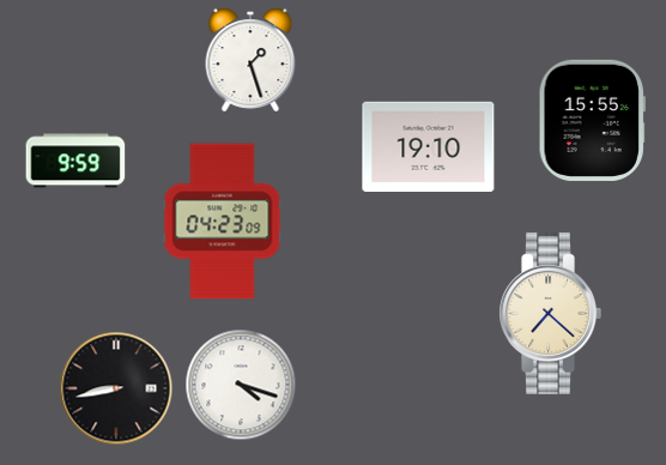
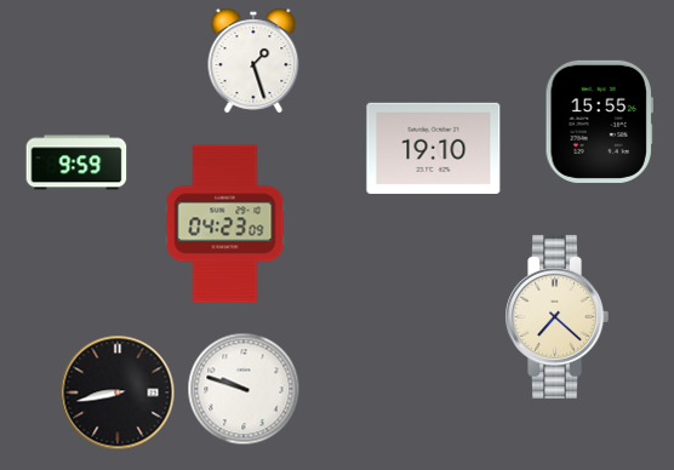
clock at (241, 385): 4:18 -> 9:48
